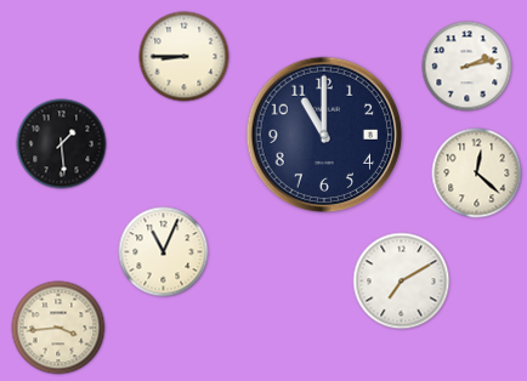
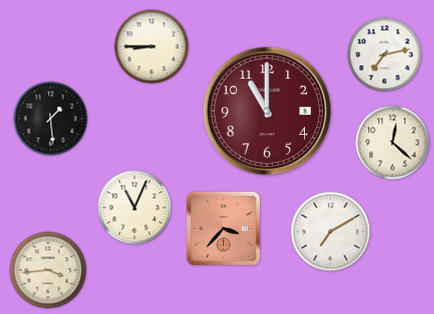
clock at (467, 67): 2:13 -> 7:13
clock at (324, 135) dial: navy -> burgundy
clock at (224, 229): none -> 3:37
